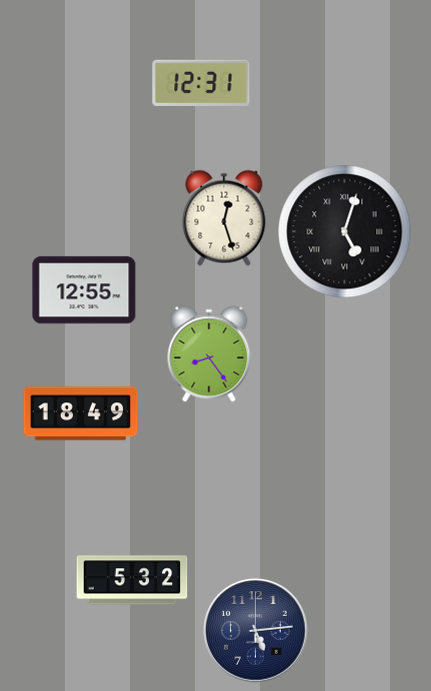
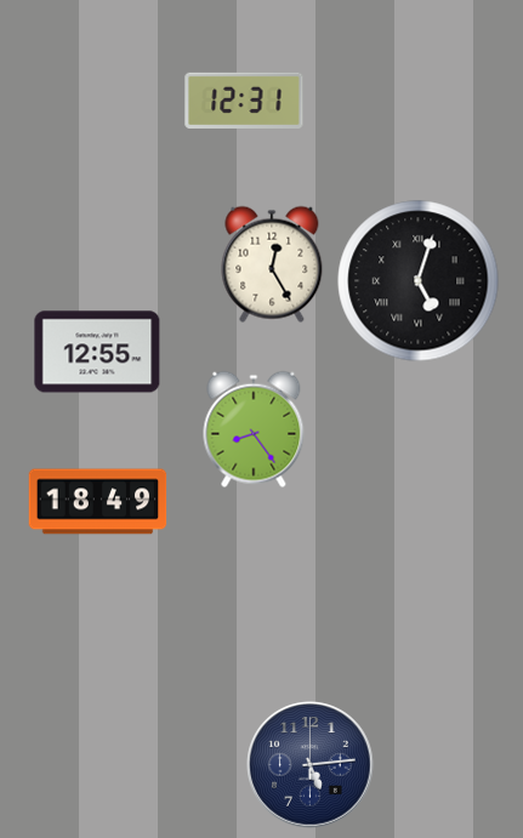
clock at (224, 218): 12:27 -> 12:25
clock at (84, 290) position: (84, 290) -> (97, 352)
clock at (132, 580): 5:32 -> none
